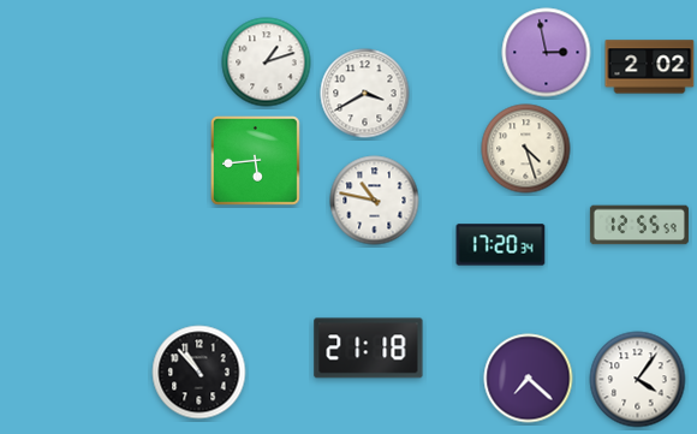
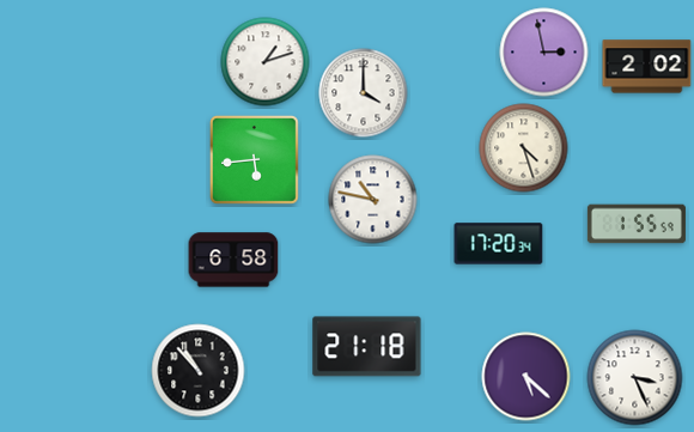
clock at (365, 94): 3:40 -> 4:00
clock at (639, 225): 12:55 -> 1:55
clock at (233, 260): none -> 6:58
clock at (529, 379): 7:22 -> 5:22
clock at (638, 380): 4:06 -> 3:26
